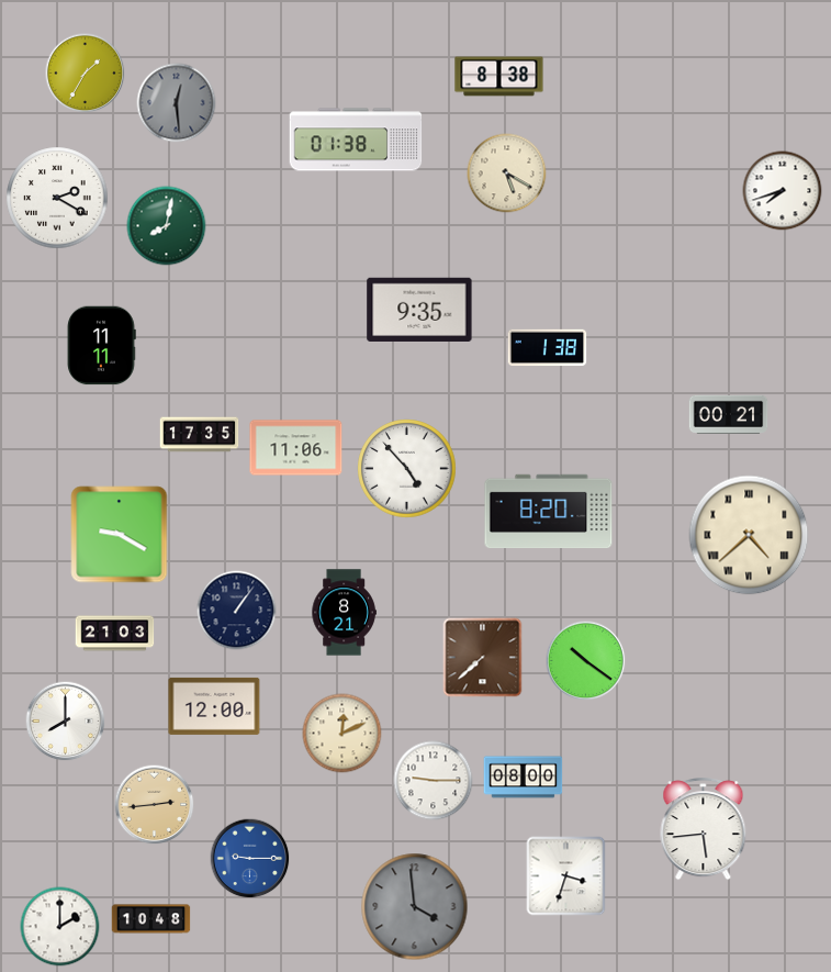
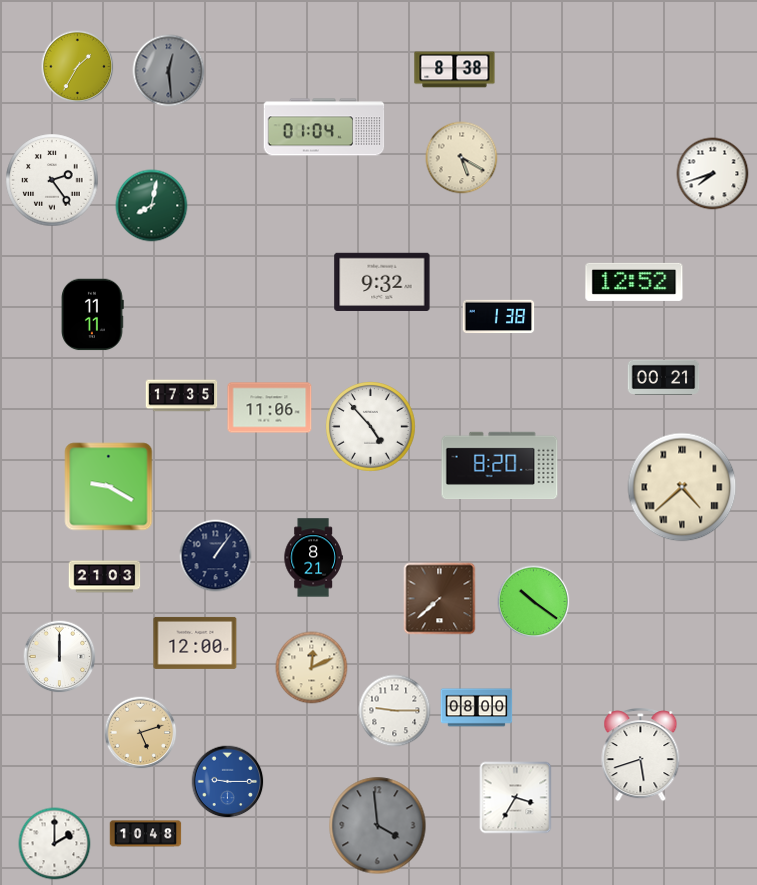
clock at (177, 103) position: (177, 103) -> (169, 71)
clock at (356, 139): 01:38 -> 01:04
clock at (57, 198): 2:20 -> 2:24
clock at (419, 309): 9:35 -> 9:32
clock at (634, 282): none -> 12:52
clock at (66, 722): 8:00 -> 12:00
clock at (155, 805): 2:44 -> 5:12
clock at (704, 829): 5:44 -> 5:42
clock at (566, 876): 3:33 -> 3:35
clock at (151, 919) position: (151, 919) -> (146, 834)
